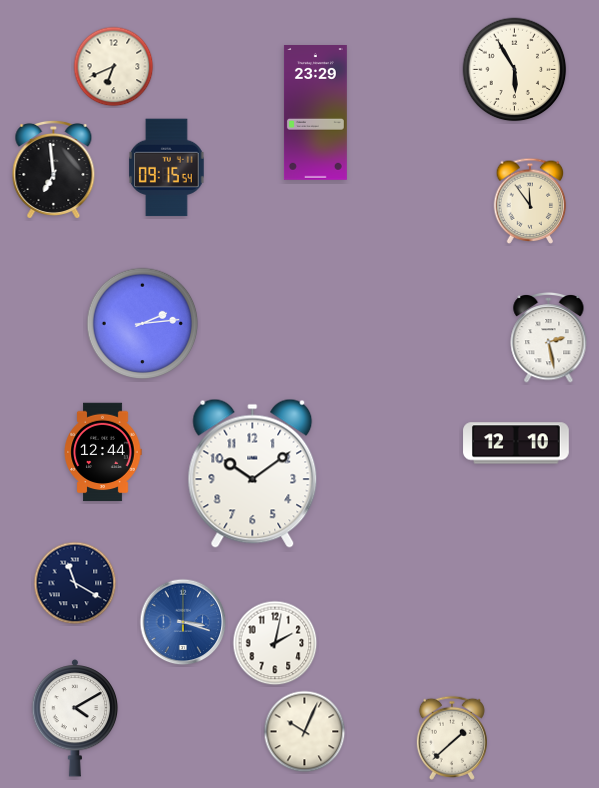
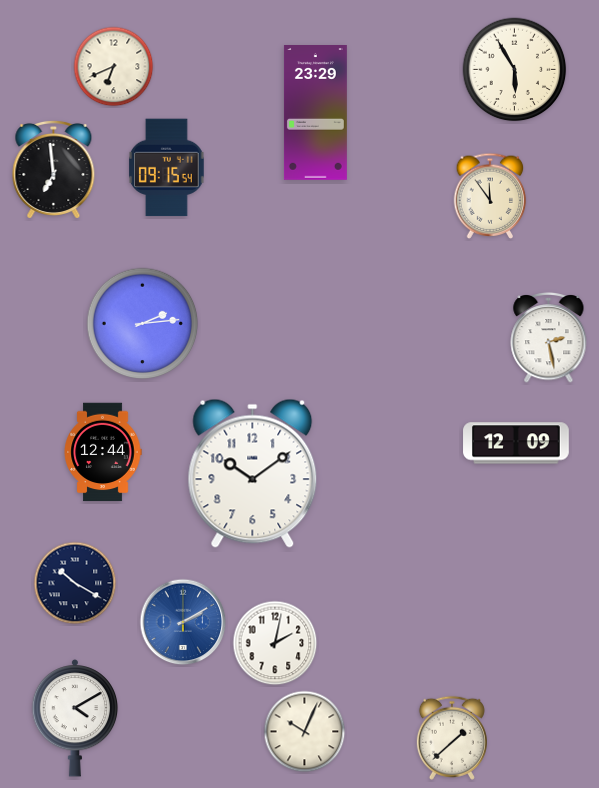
clock at (530, 201) position: (530, 201) -> (490, 196)
clock at (516, 443): 12:10 -> 12:09
clock at (75, 583): 11:20 -> 10:20
clock at (183, 622): 3:18 -> 2:10
